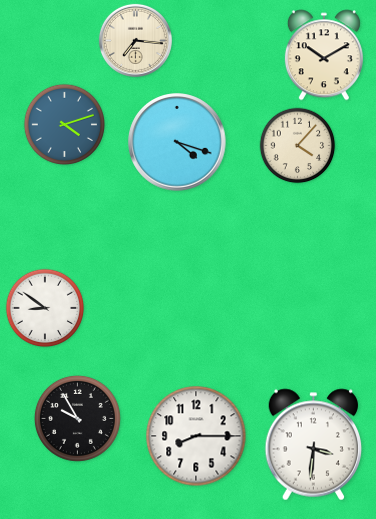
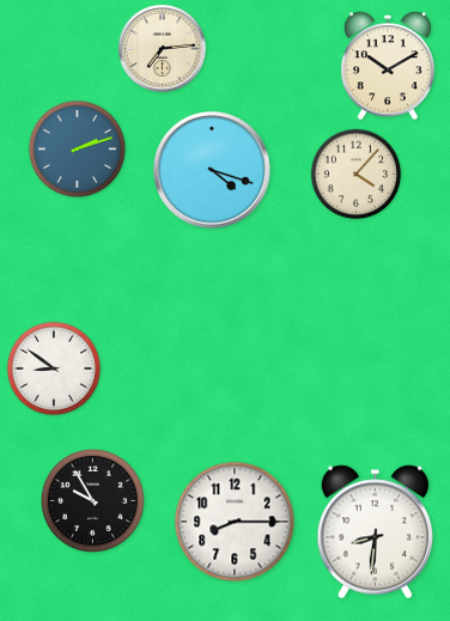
clock at (135, 40): 7:16 -> 7:14
clock at (64, 124): 4:12 -> 2:12
clock at (314, 445): 3:31 -> 8:31
